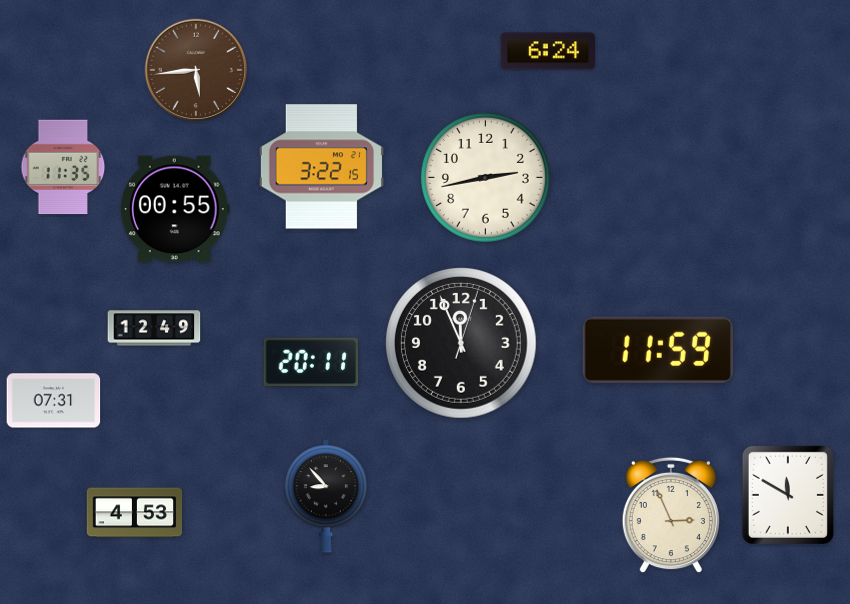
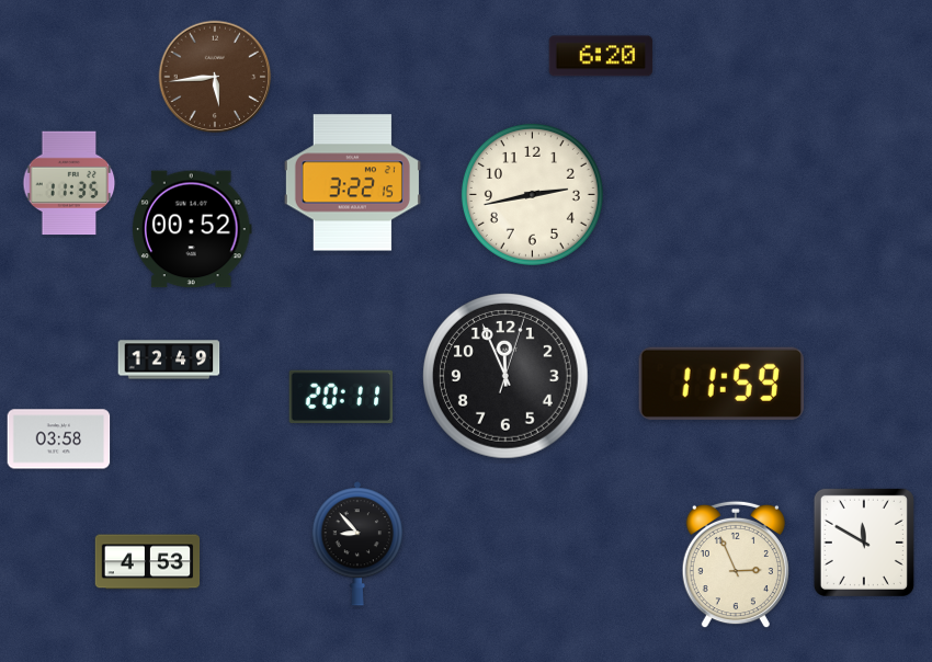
clock at (548, 51): 6:24 -> 6:20
clock at (175, 209): 00:55 -> 00:52
clock at (54, 401): 07:31 -> 03:58
